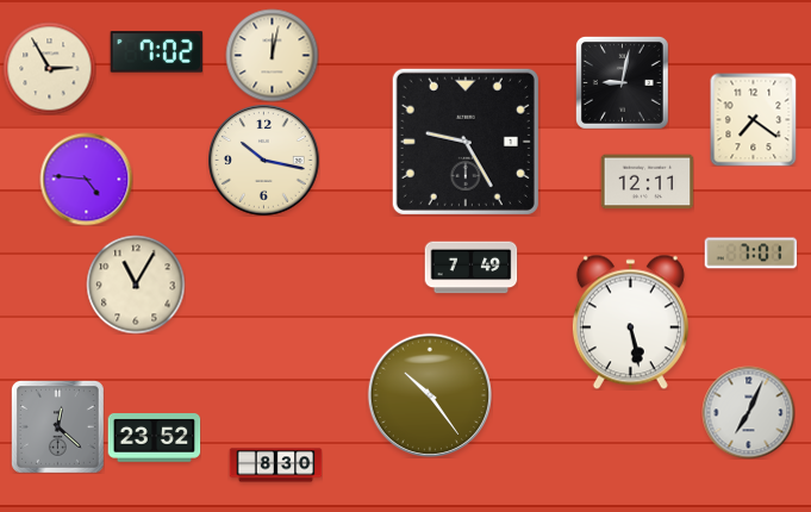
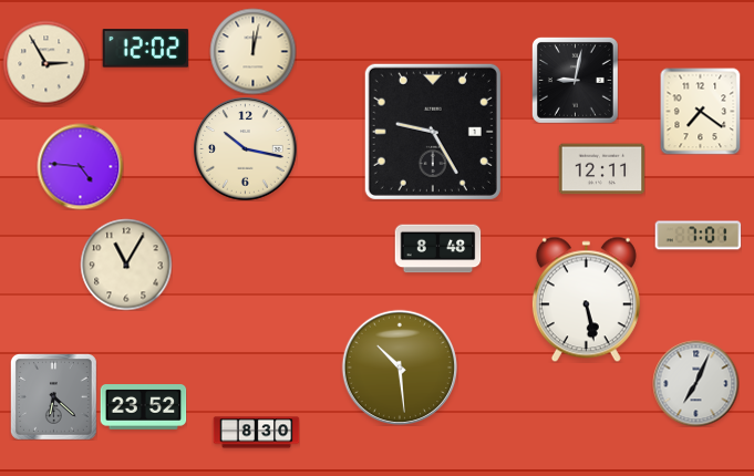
clock at (156, 52): 7:02 -> 12:02
clock at (622, 82) position: (622, 82) -> (575, 80)
clock at (470, 268): 7:49 -> 8:48
clock at (429, 394): 10:24 -> 10:29
clock at (57, 426): 12:22 -> 6:22
